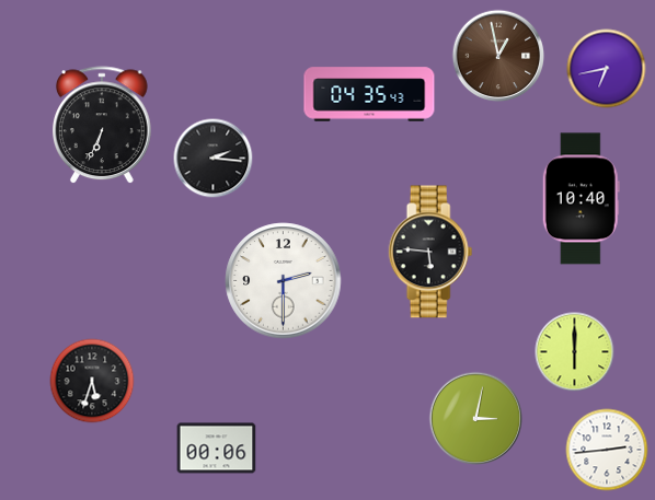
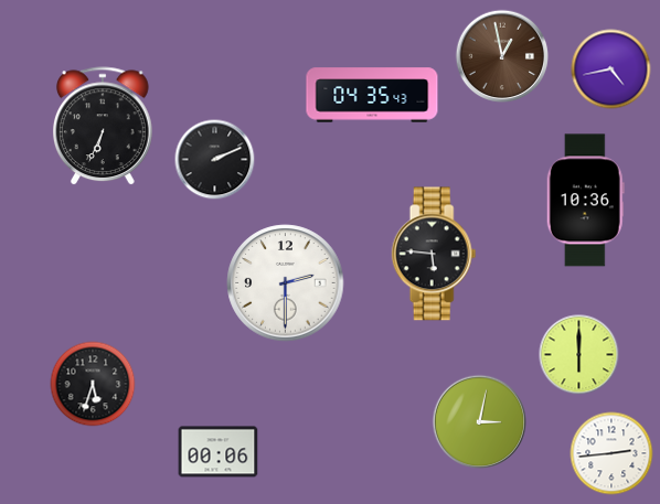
clock at (607, 69): 6:43 -> 4:43
clock at (214, 159): 2:16 -> 2:11
clock at (581, 199): 10:40 -> 10:36
